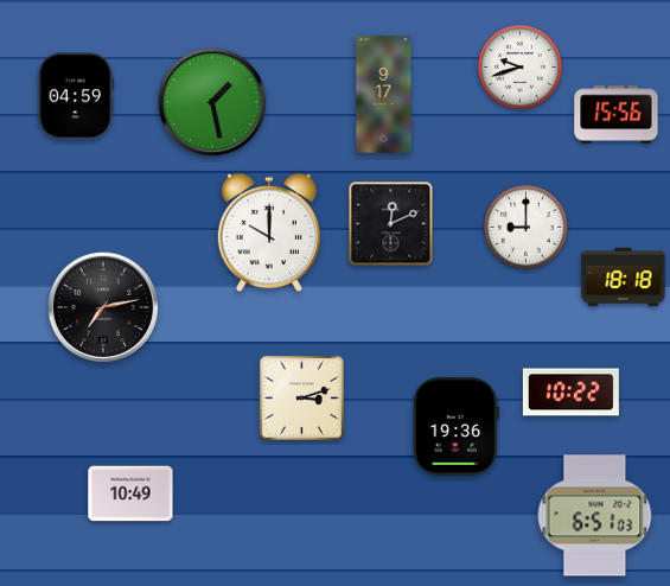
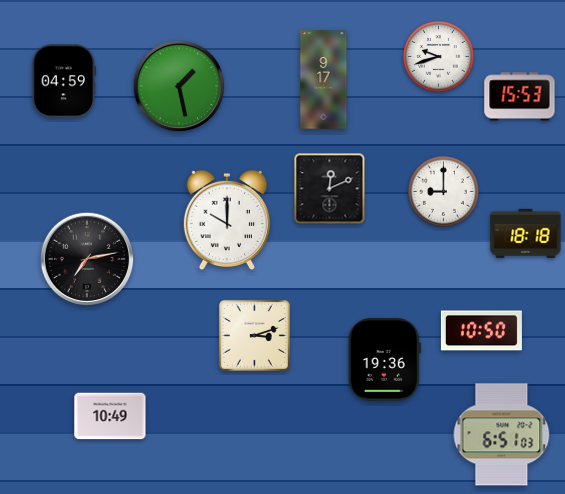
clock at (617, 115): 15:56 -> 15:53
clock at (269, 233) position: (269, 233) -> (227, 220)
clock at (570, 393): 10:22 -> 10:50
